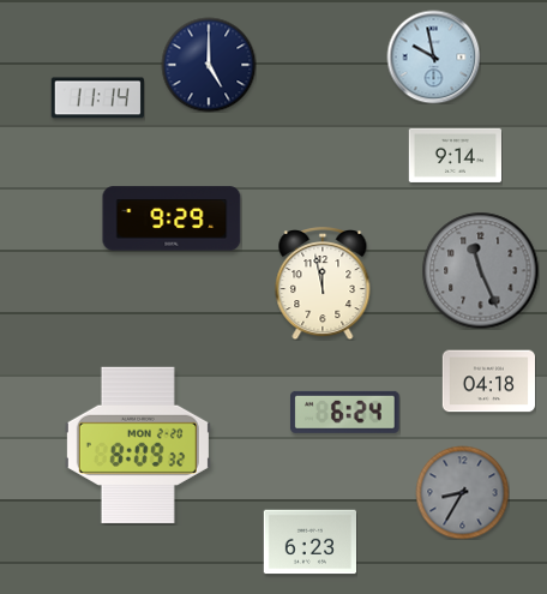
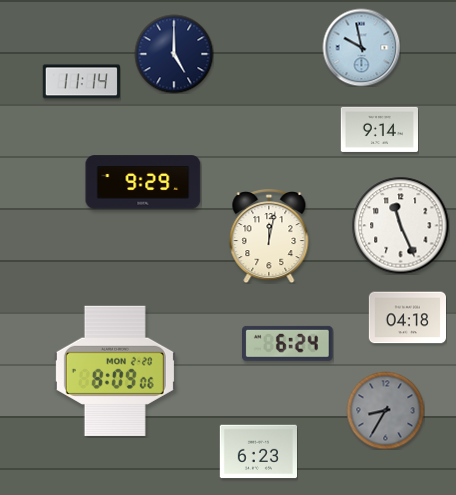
clock at (480, 270) dial: grey -> white
clock at (323, 284): 11:58 -> 12:02
clock at (138, 445): 8:09:32 -> 8:09:06
